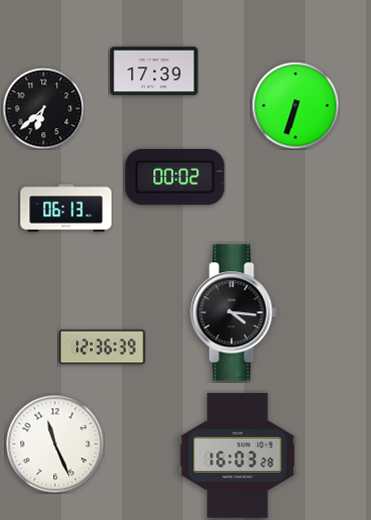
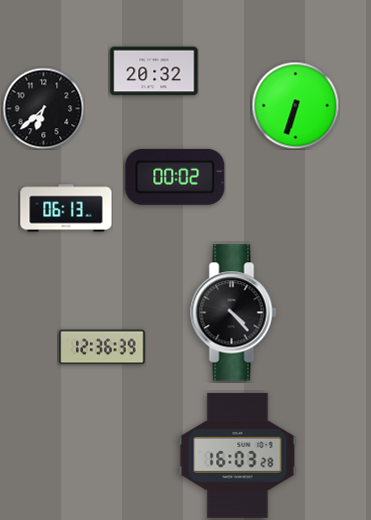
clock at (154, 71): 17:39 -> 20:32
clock at (234, 313): 4:16 -> 4:23
clock at (55, 444): 11:26 -> none
